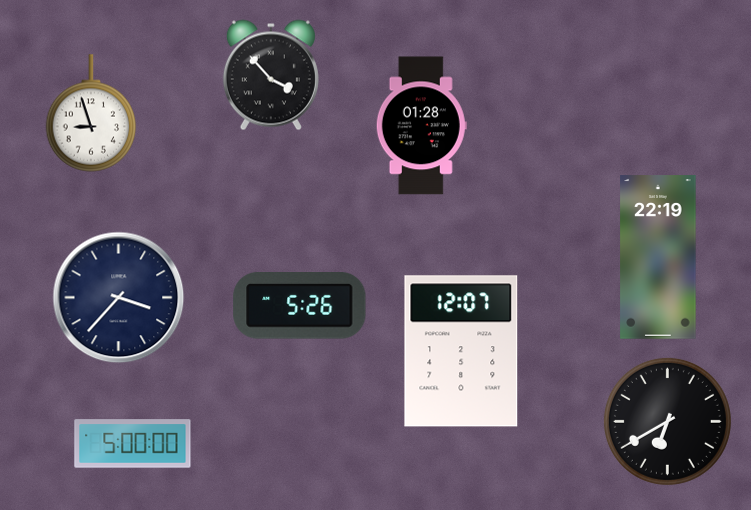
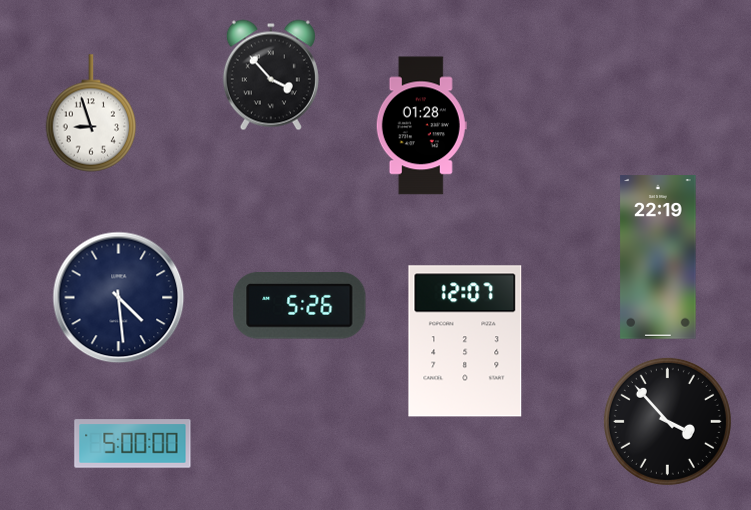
clock at (119, 298): 3:37 -> 4:29
clock at (461, 351) position: (461, 351) -> (465, 341)
clock at (667, 421): 6:40 -> 3:53
